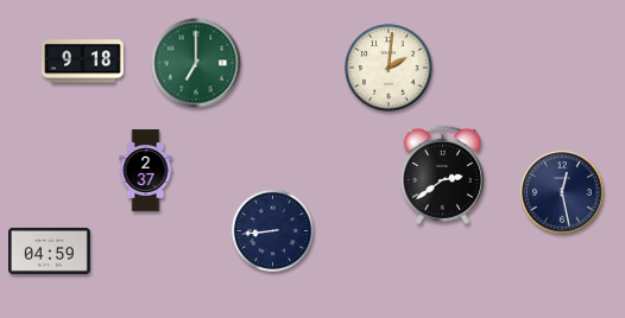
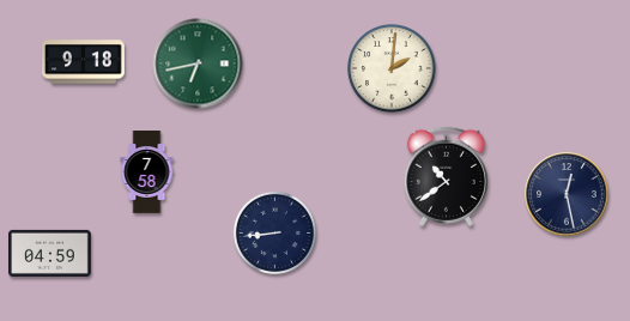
clock at (196, 63): 7:00 -> 6:43
clock at (146, 171): 2:37 -> 7:58
clock at (442, 174): 2:39 -> 10:39
